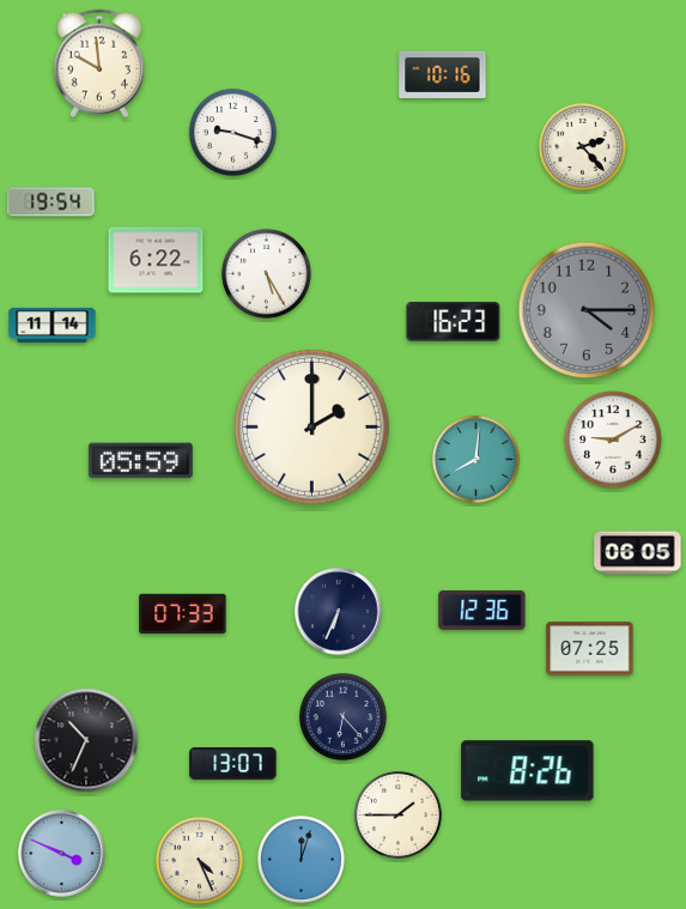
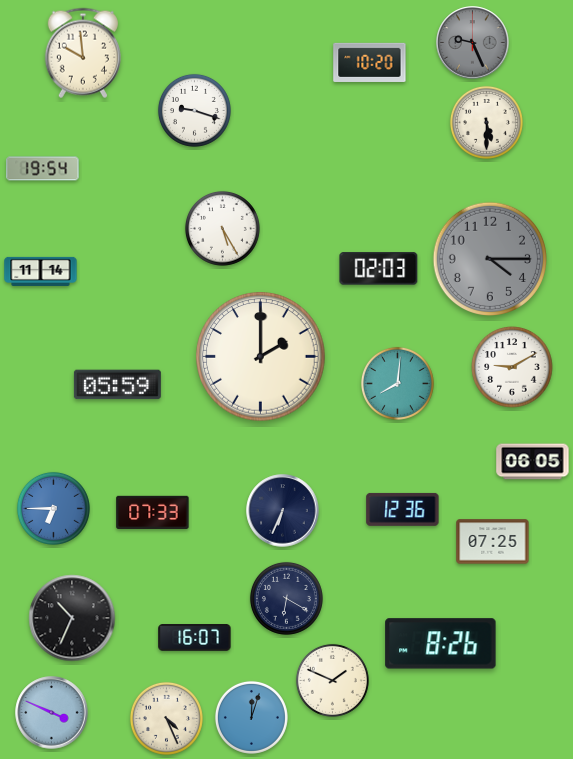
clock at (473, 43): none -> 9:26
clock at (443, 74): 10:16 -> 10:20
clock at (582, 146): 2:23 -> 5:30
clock at (156, 260): 6:22 -> none
clock at (454, 322): 16:23 -> 02:03
clock at (53, 325) position: (53, 325) -> (41, 271)
clock at (53, 508): none -> 6:45
clock at (342, 716): 6:23 -> 6:20
clock at (233, 764): 13:07 -> 16:07
clock at (397, 814): 1:45 -> 1:49
